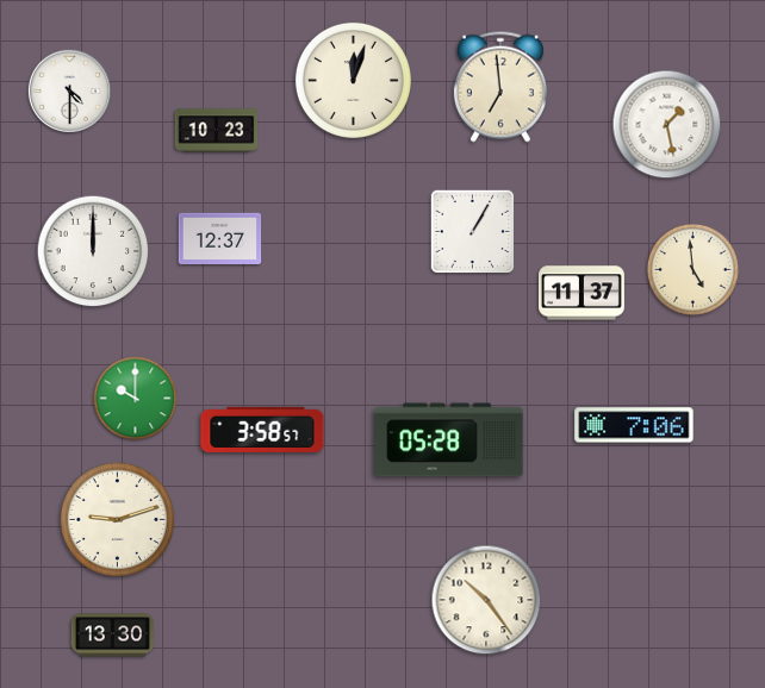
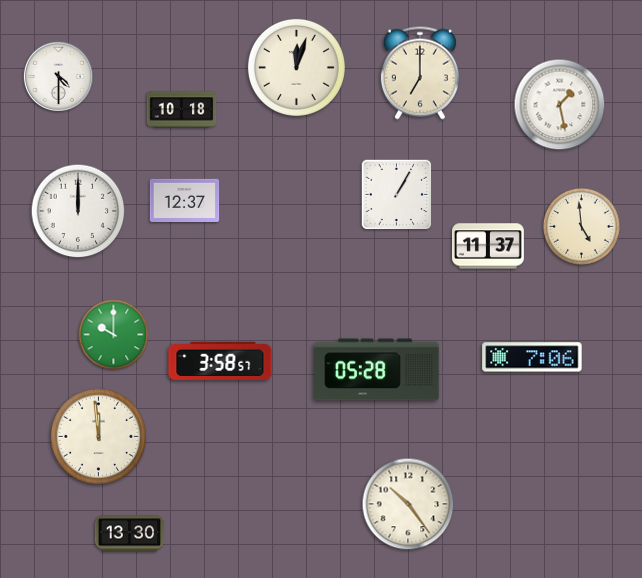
clock at (500, 87): 6:59 -> 7:00
clock at (217, 131): 10:23 -> 10:18
clock at (117, 519): 9:12 -> 11:59
clock at (113, 636) position: (113, 636) -> (130, 534)
